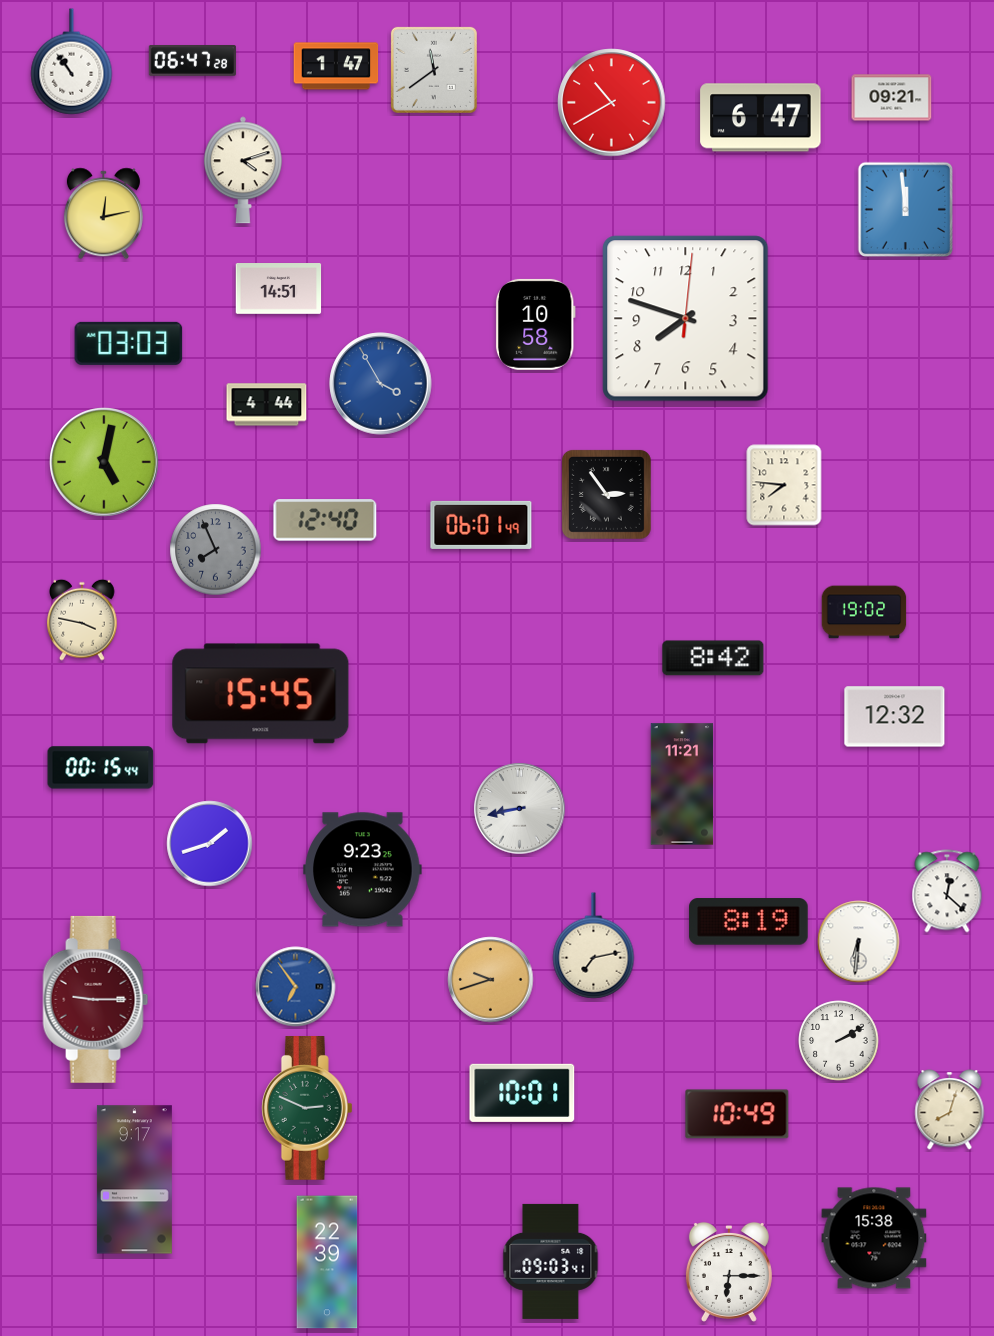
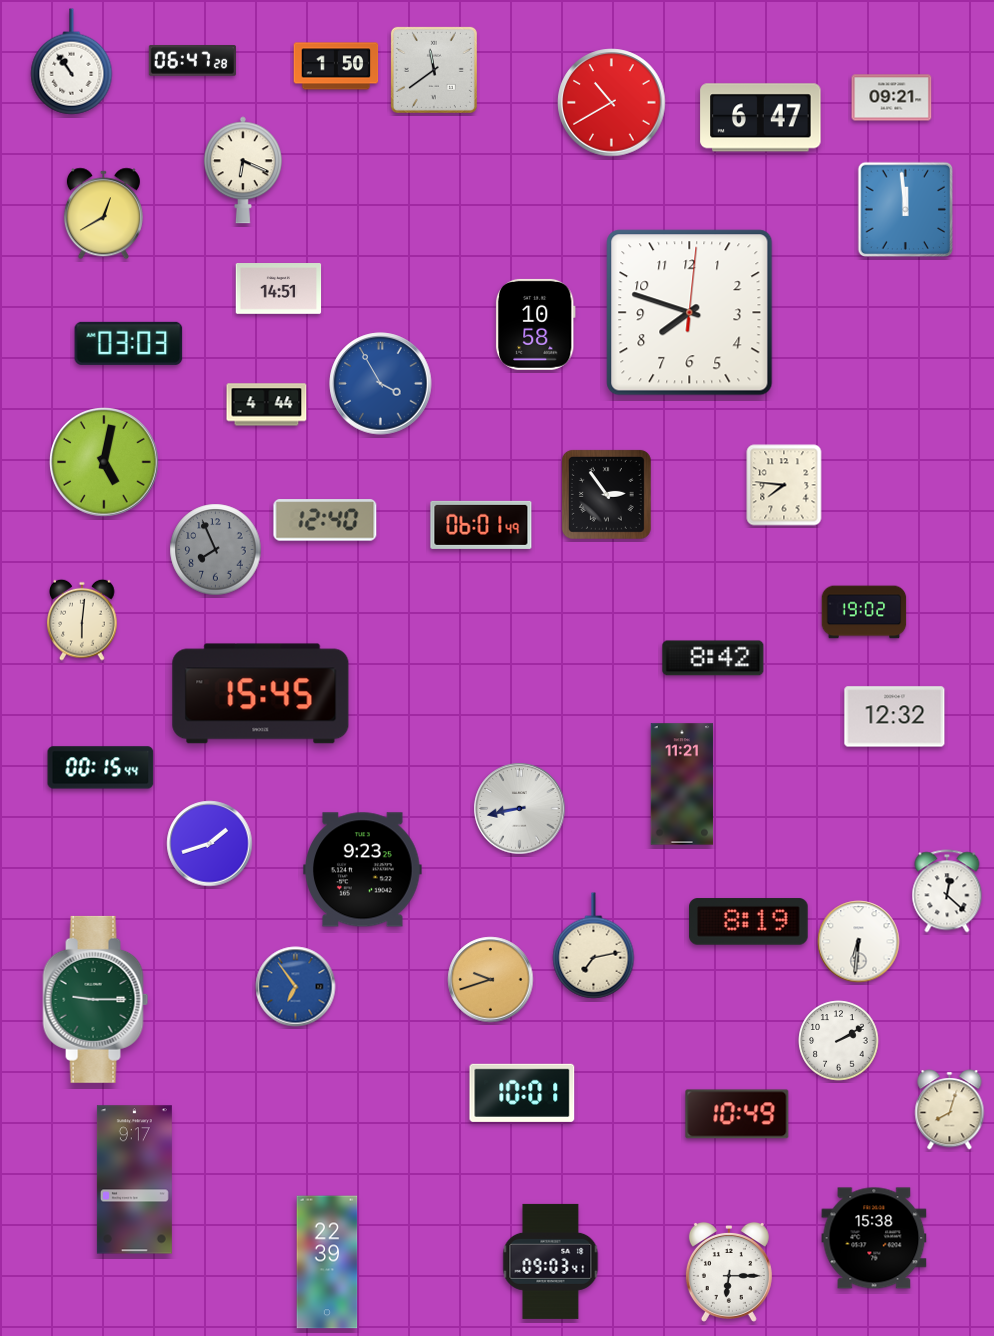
clock at (336, 66): 1:47 -> 1:50
clock at (243, 170): 4:12 -> 6:19
clock at (103, 214): 12:13 -> 12:40
clock at (686, 319) position: (686, 319) -> (690, 313)
clock at (82, 620): 3:47 -> 6:01
clock at (96, 999) dial: burgundy -> green
clock at (308, 1108): 2:49 -> none
